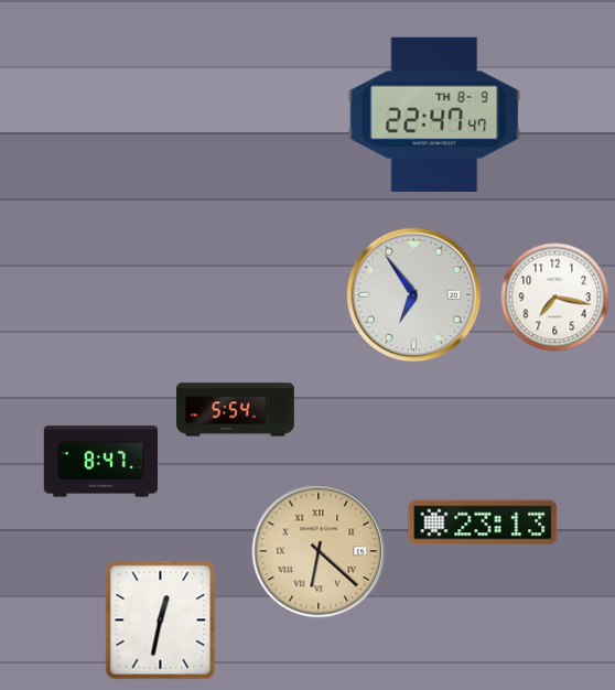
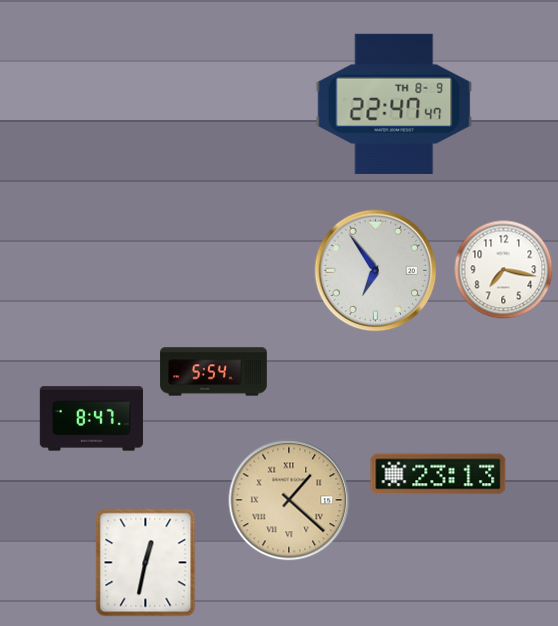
clock at (414, 295) position: (414, 295) -> (376, 271)
clock at (319, 551): 6:22 -> 1:22
